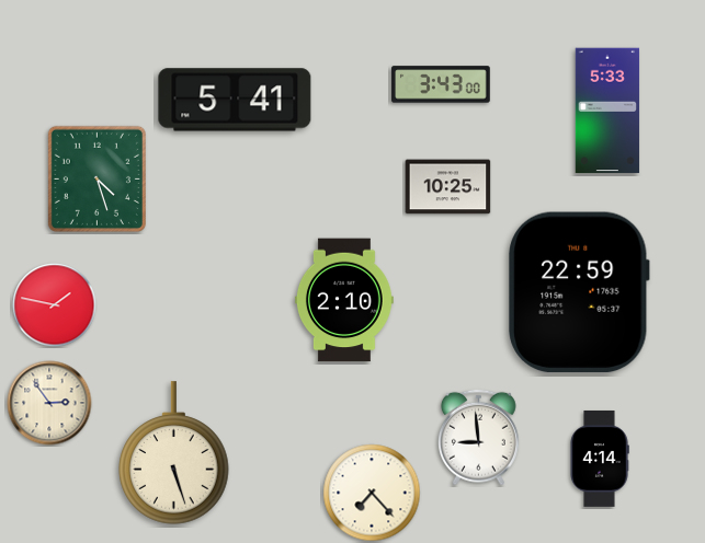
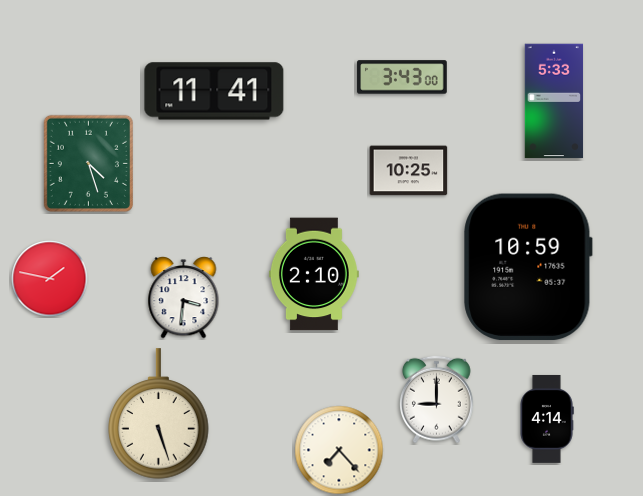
clock at (235, 100): 5:41 -> 11:41
clock at (579, 292): 22:59 -> 10:59
clock at (184, 298): none -> 3:31
clock at (49, 403): 2:54 -> none
clock at (479, 438): 8:59 -> 9:00
